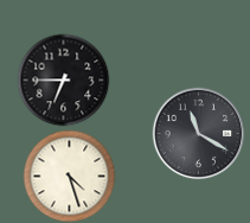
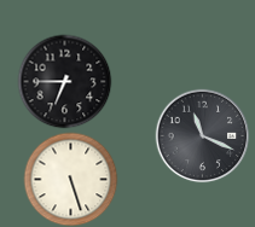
clock at (198, 133): 11:20 -> 11:19
clock at (69, 176): 4:27 -> 5:27
